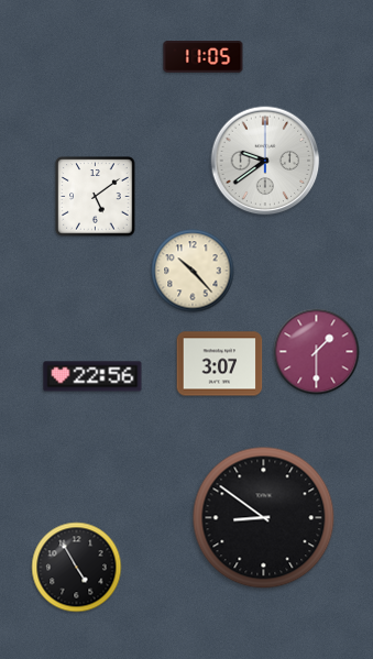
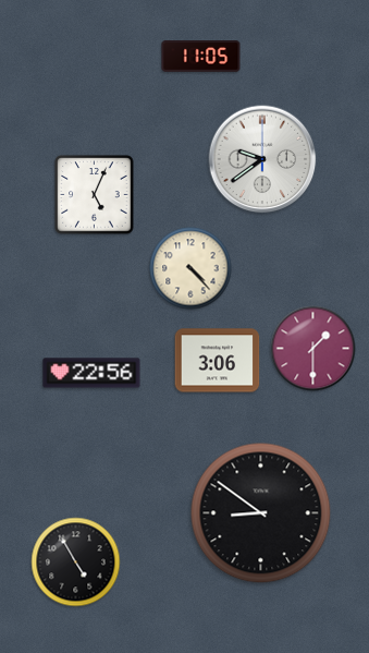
clock at (96, 197): 5:09 -> 5:04
clock at (193, 271): 10:23 -> 4:23
clock at (220, 364): 3:07 -> 3:06
